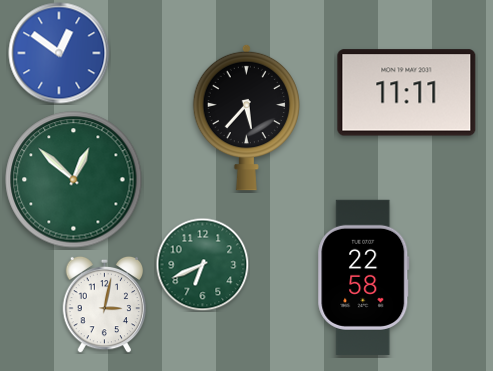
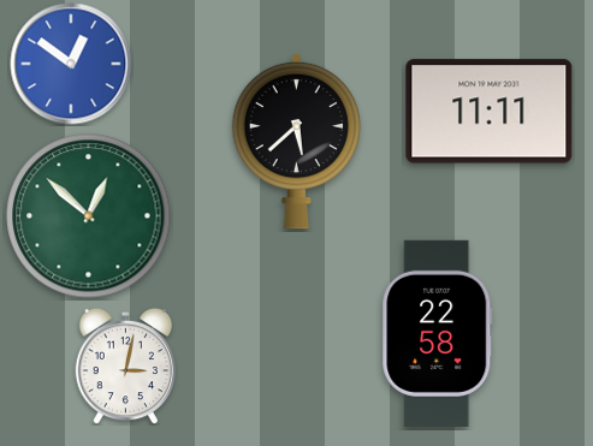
clock at (246, 117): 5:37 -> 5:38
clock at (202, 264): 6:41 -> none
